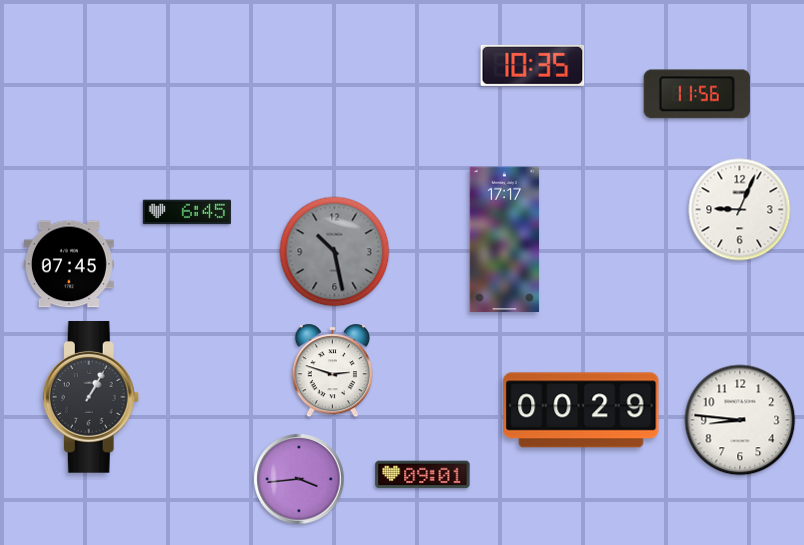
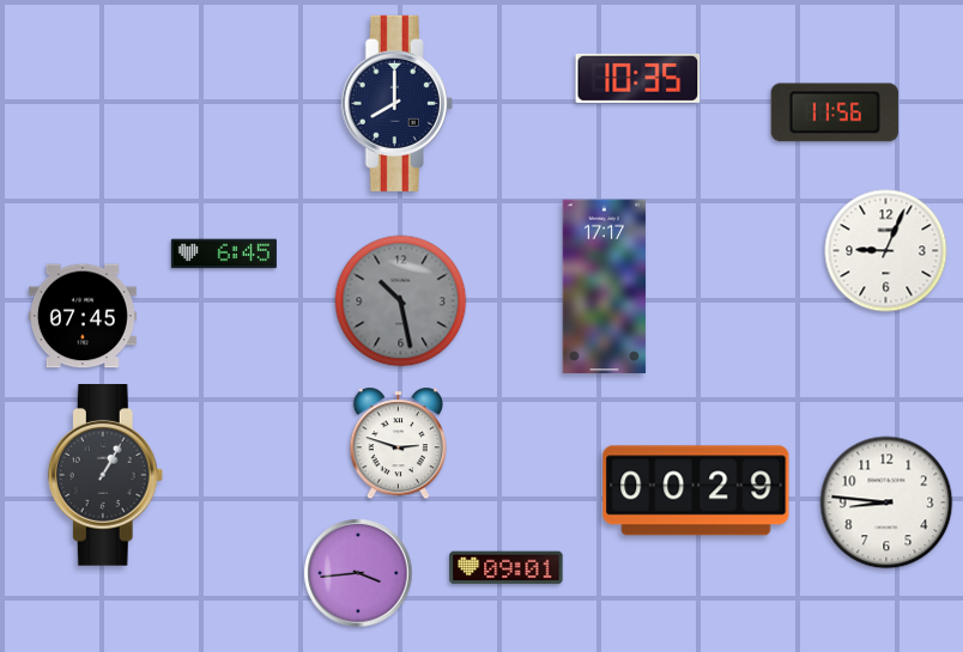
clock at (396, 103): none -> 8:00
clock at (91, 397) position: (91, 397) -> (105, 475)
